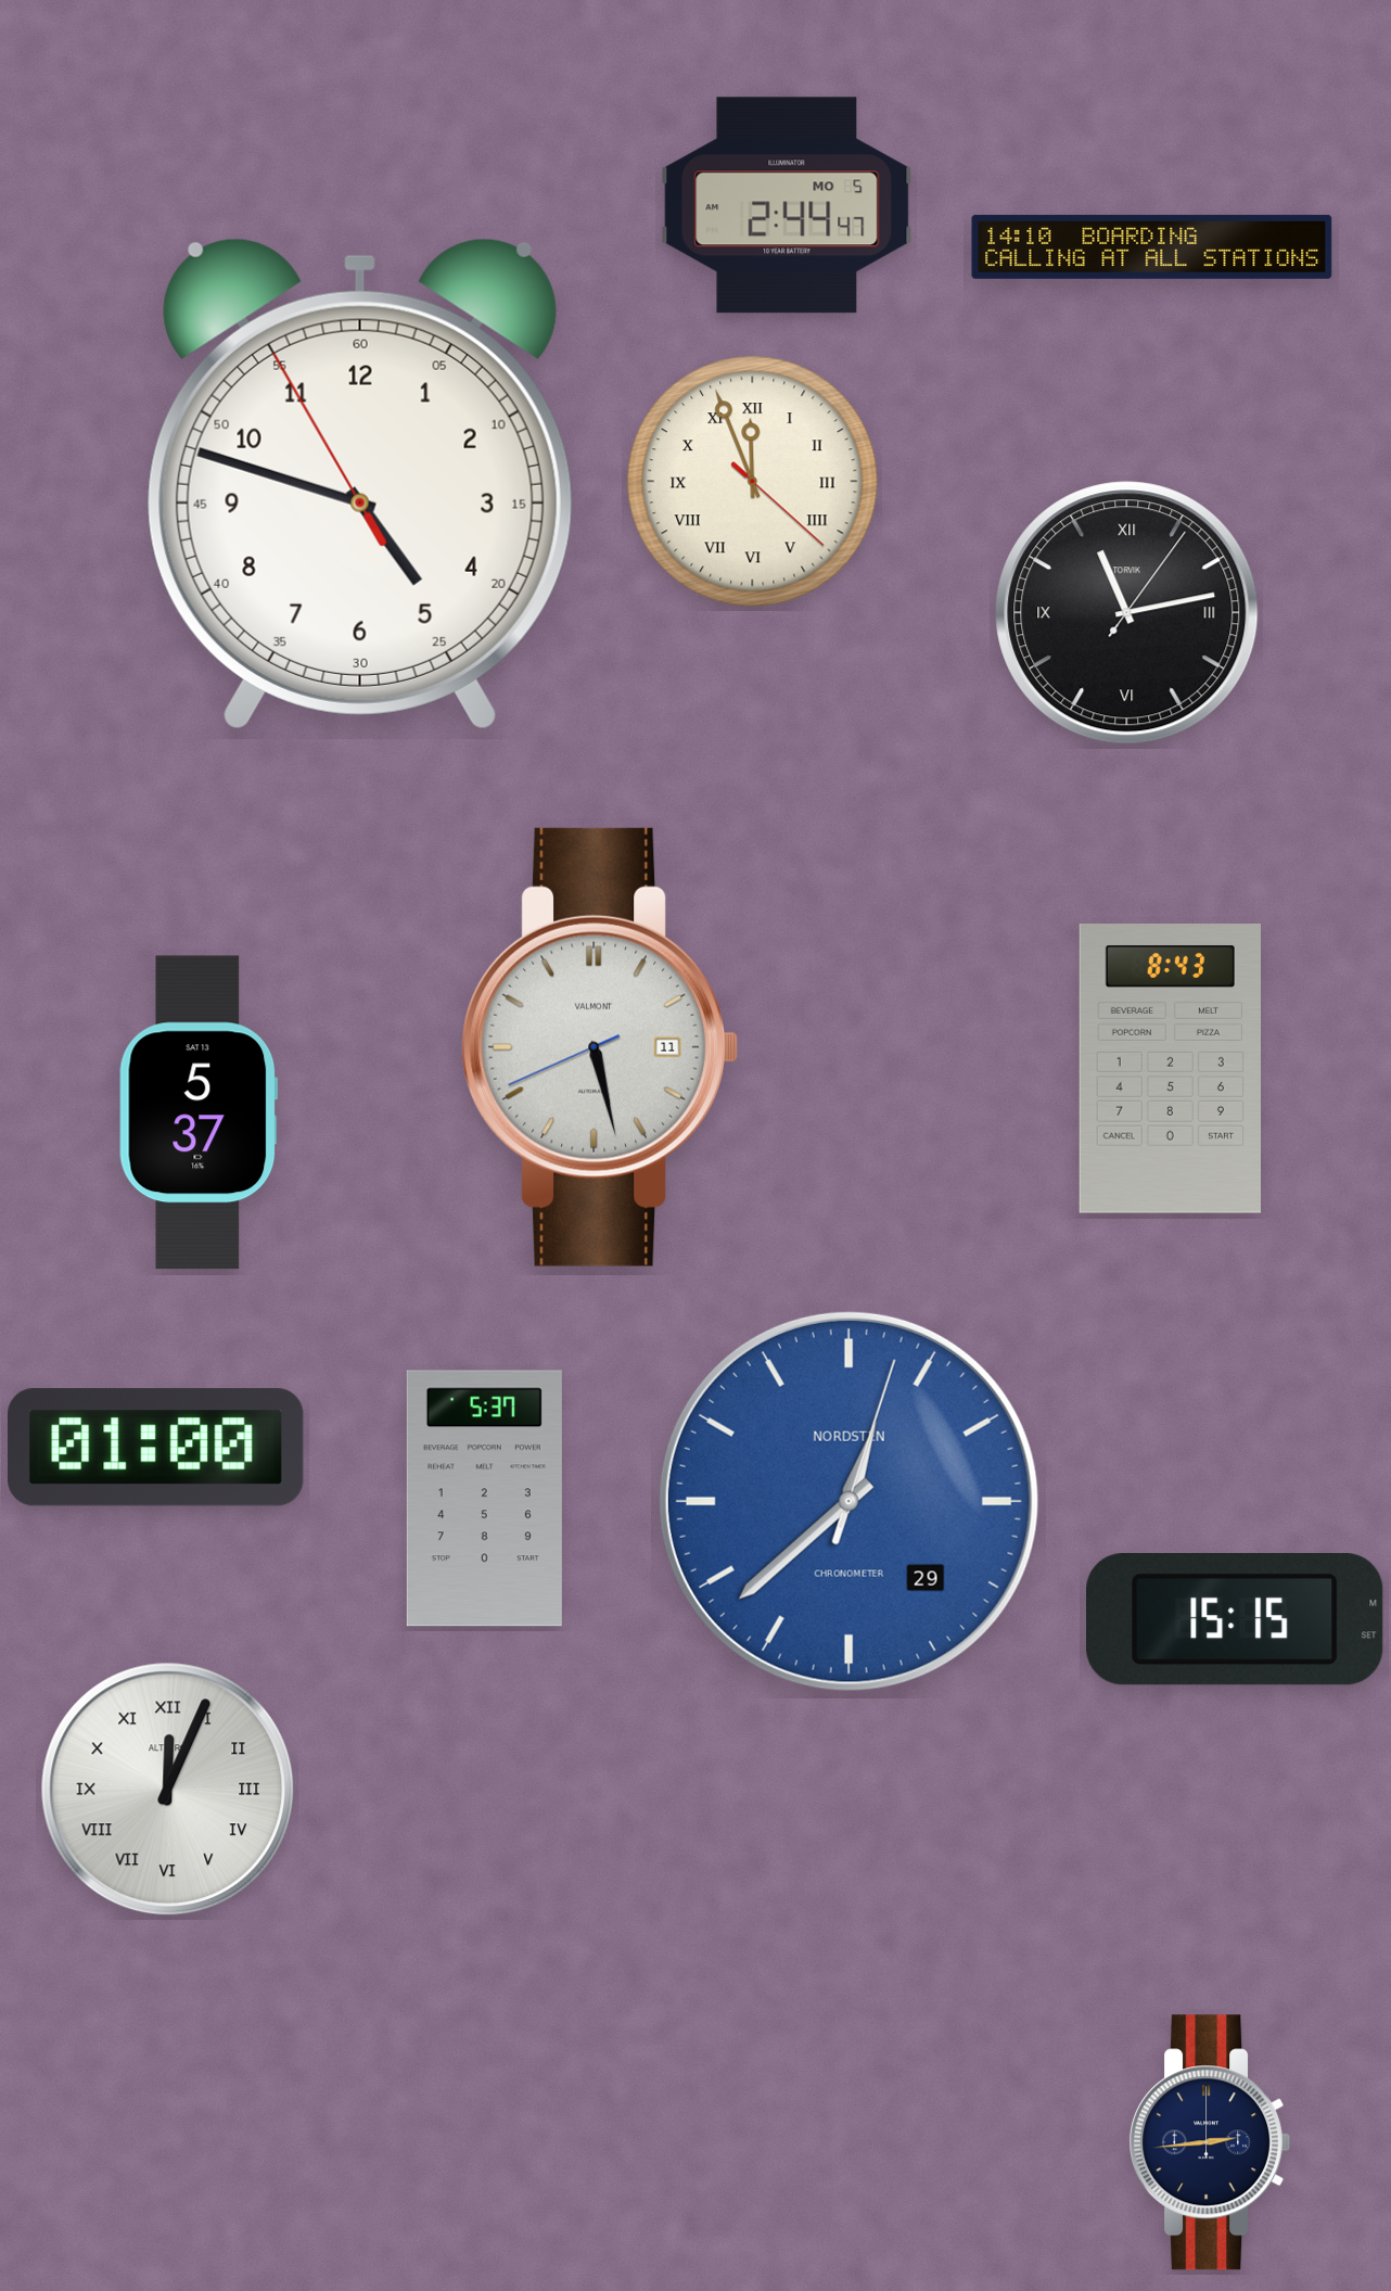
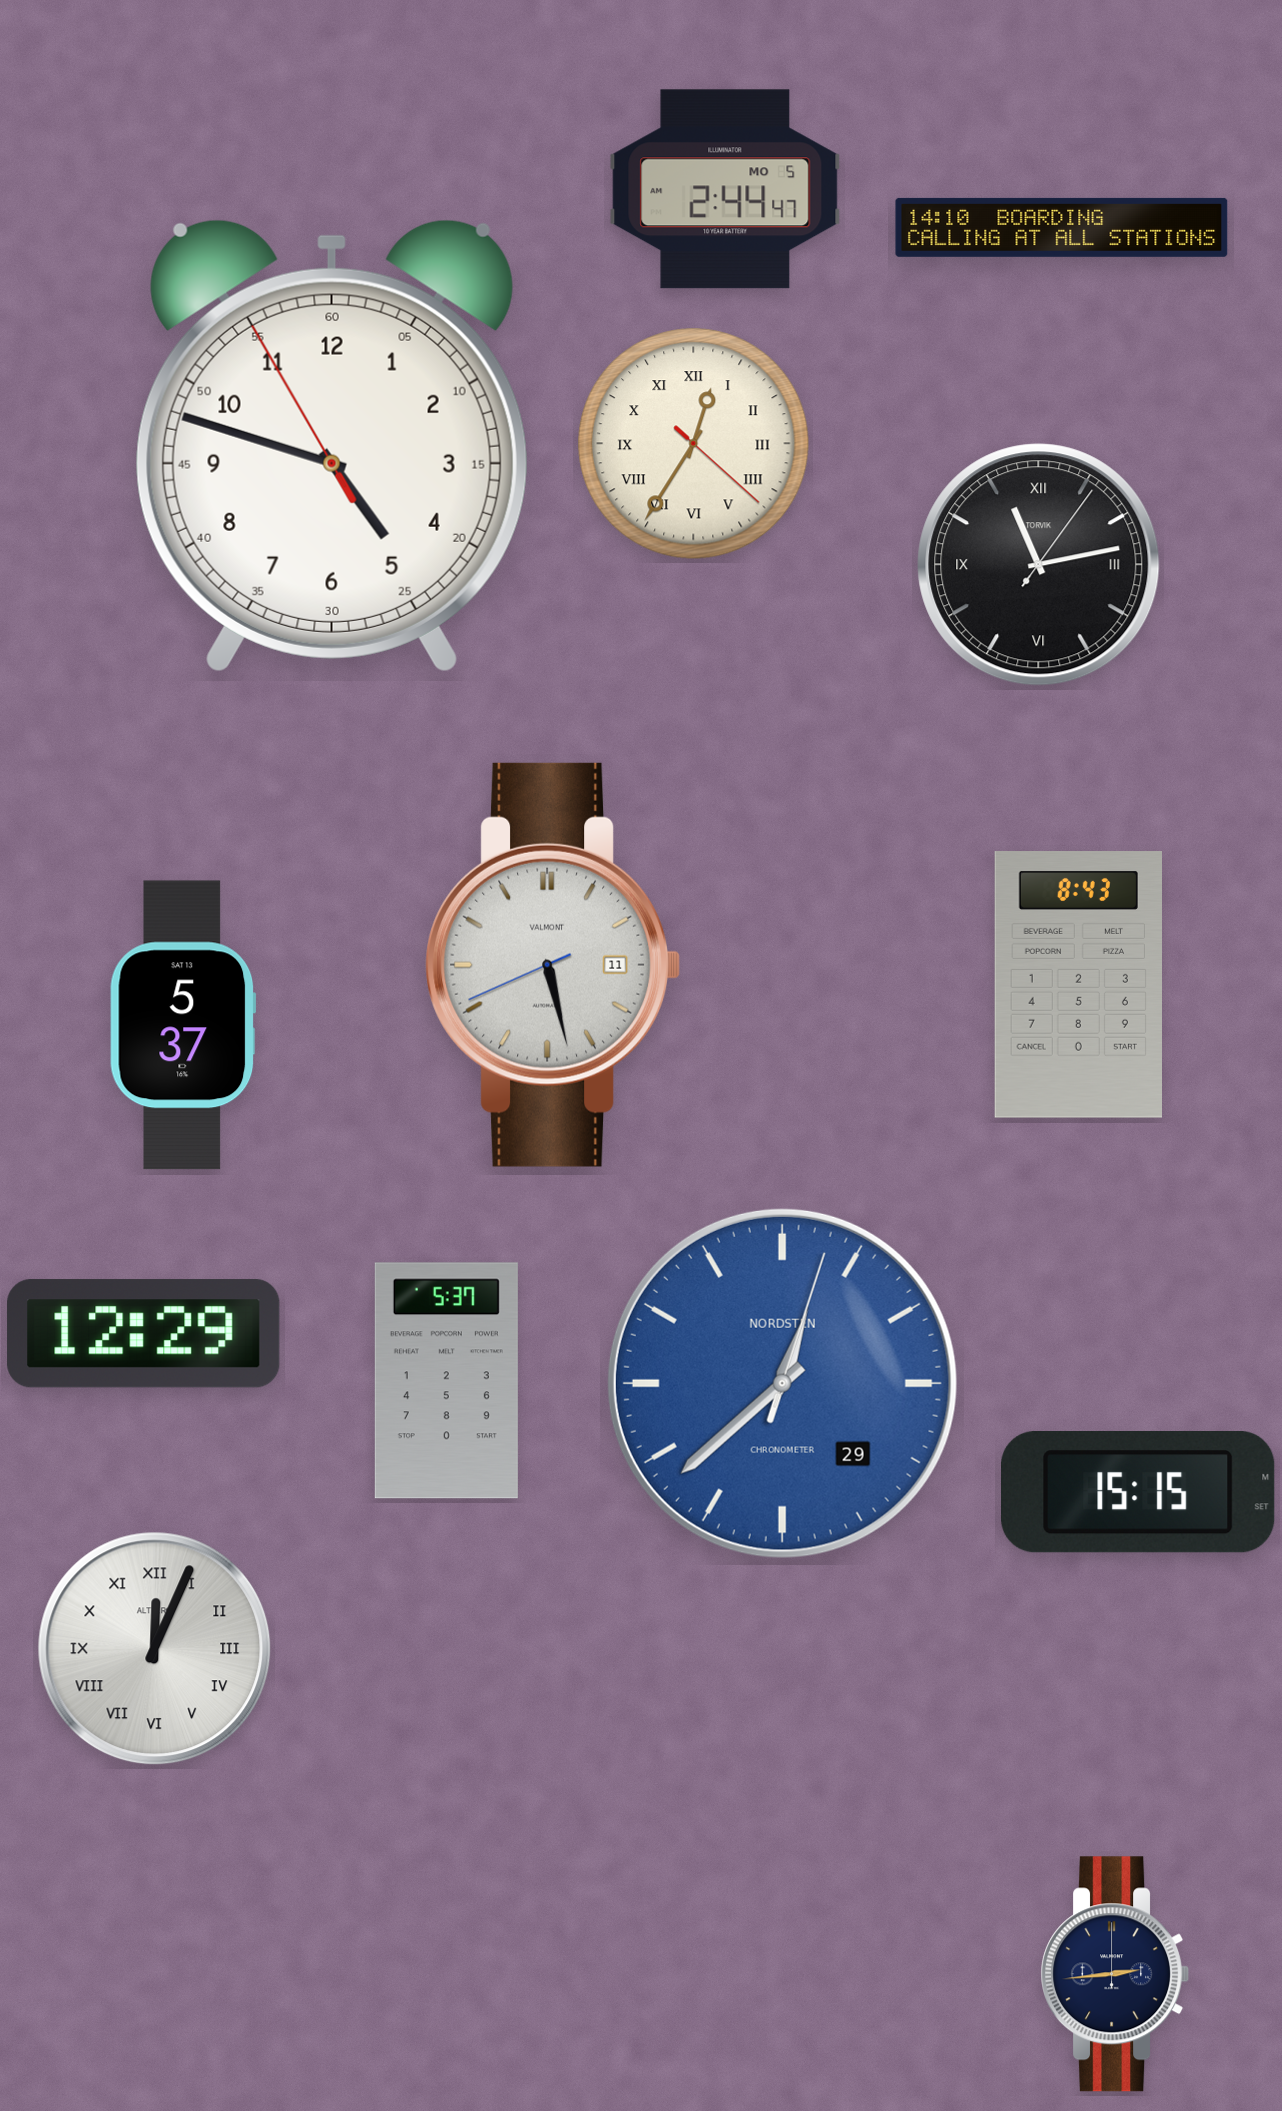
clock at (753, 482): 11:56 -> 12:35
clock at (156, 1448): 01:00 -> 12:29
